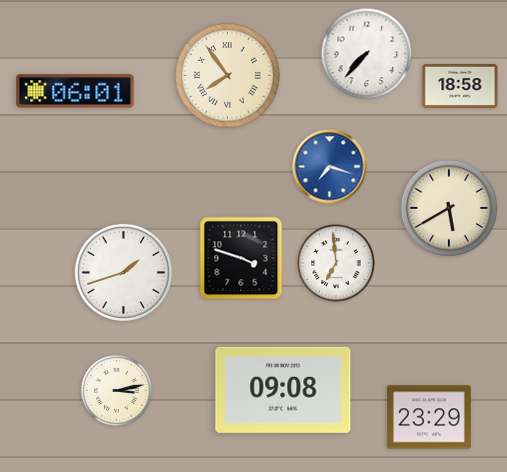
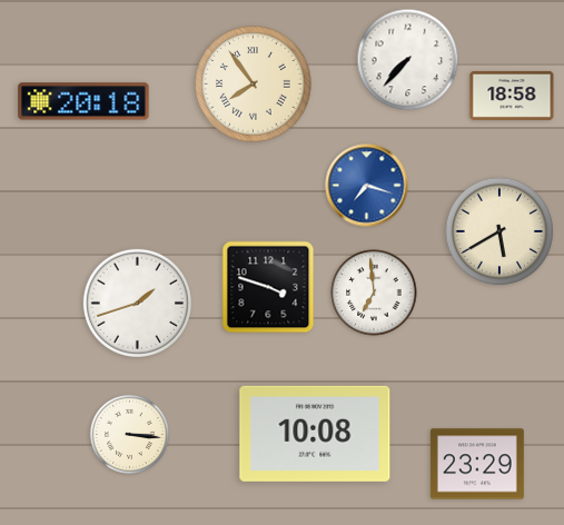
clock at (75, 91): 06:01 -> 20:18
clock at (116, 390): 3:13 -> 3:16
clock at (283, 390): 09:08 -> 10:08
